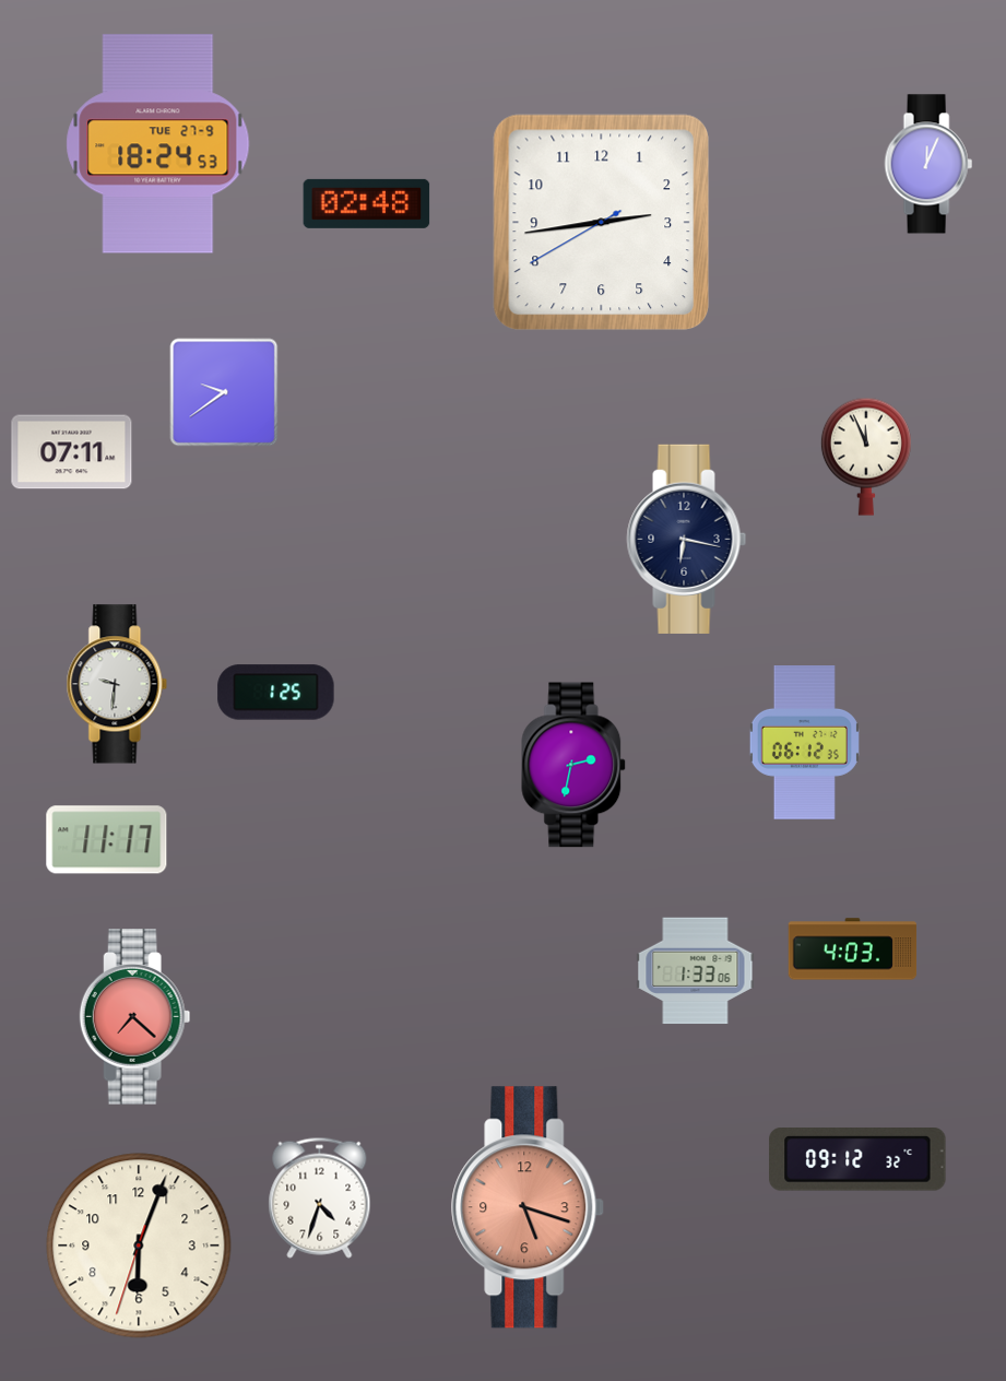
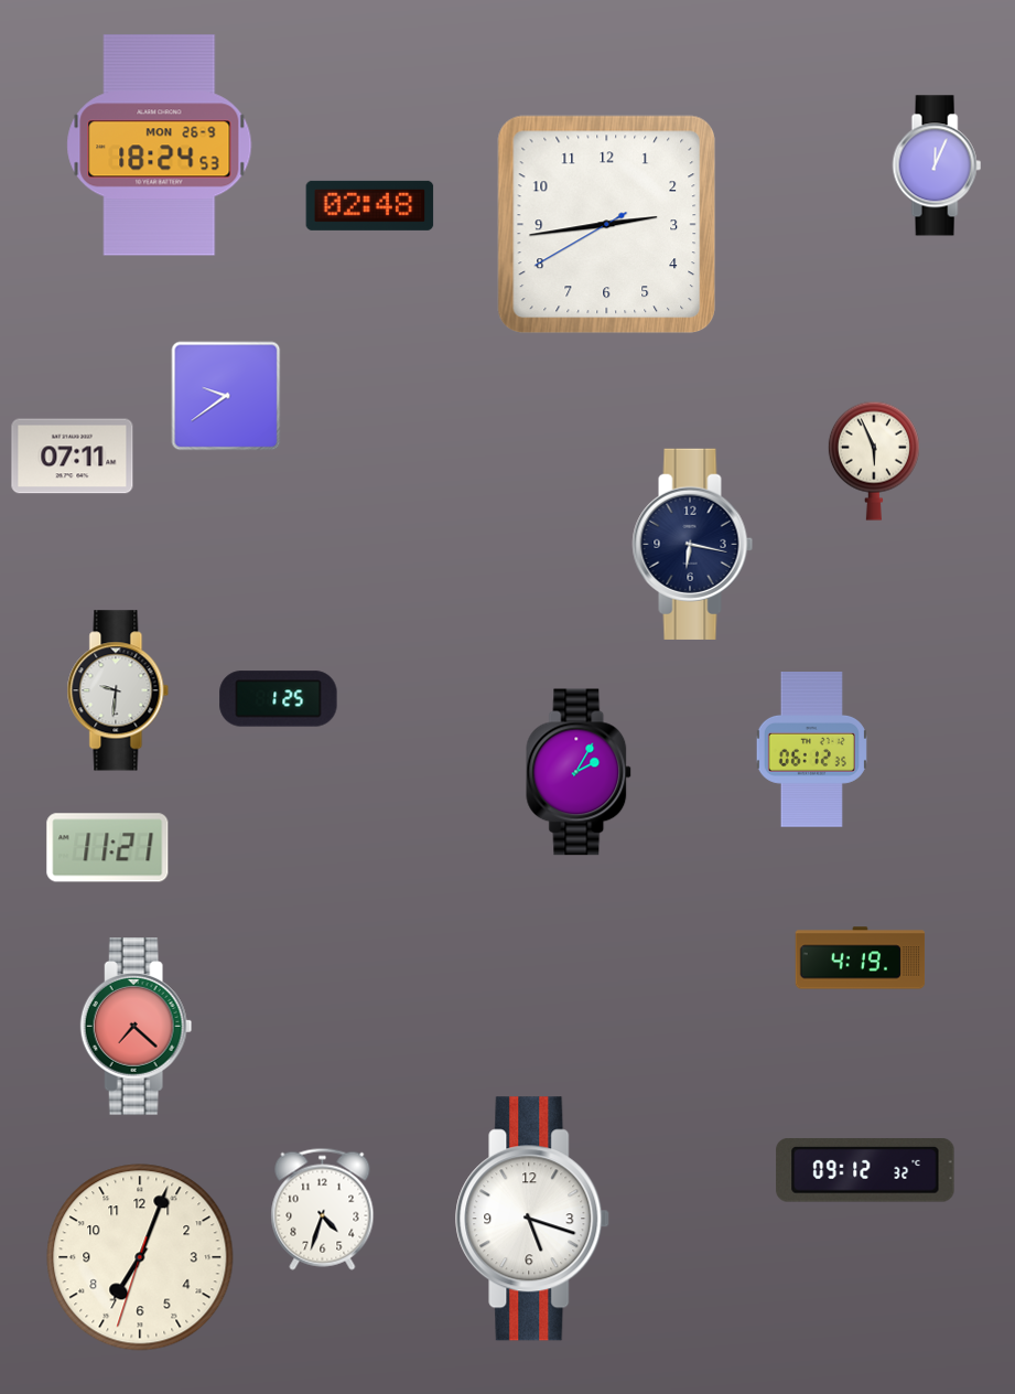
clock at (158, 144) date: TUE 27-9 -> MON 26-9
clock at (866, 457): 11:56 -> 5:56
clock at (575, 765): 2:32 -> 2:05
clock at (107, 840): 11:17 -> 11:21
clock at (853, 949): 4:03 -> 4:19
clock at (696, 971): 1:33 -> none
clock at (529, 1207) dial: salmon -> white
clock at (139, 1246): 6:03 -> 7:03
